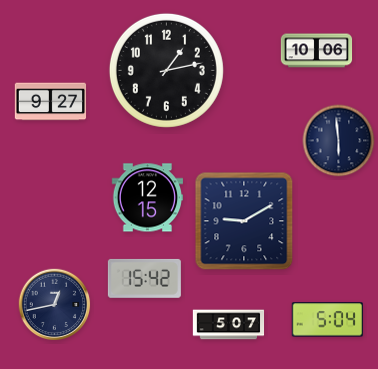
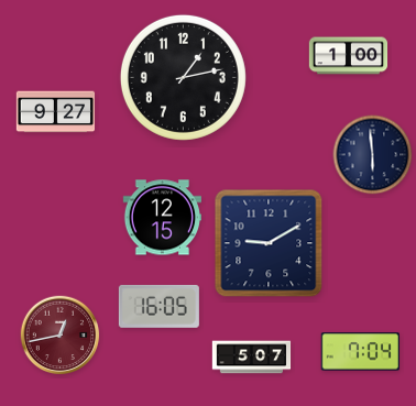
clock at (317, 51): 10:06 -> 1:00
clock at (144, 278): 15:42 -> 16:05
clock at (55, 305) dial: navy -> burgundy
clock at (327, 320): 5:04 -> 7:04
